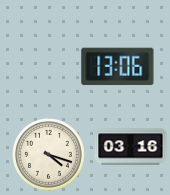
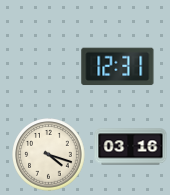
clock at (118, 67): 13:06 -> 12:31
